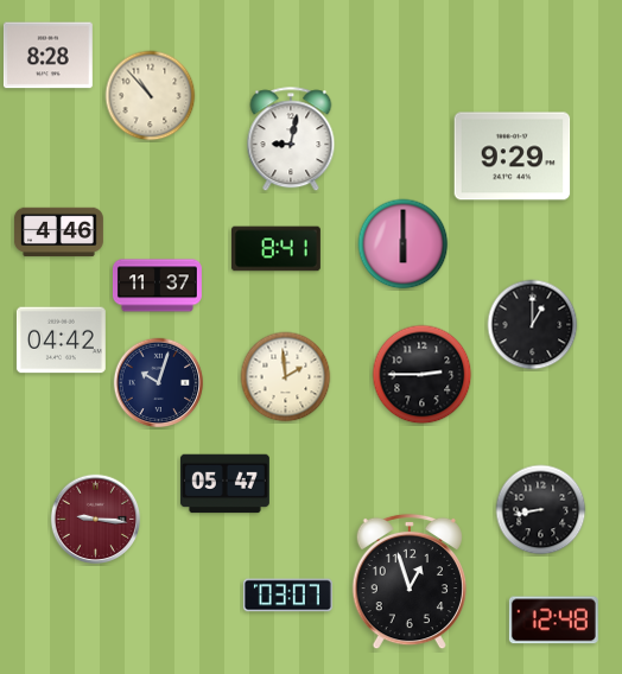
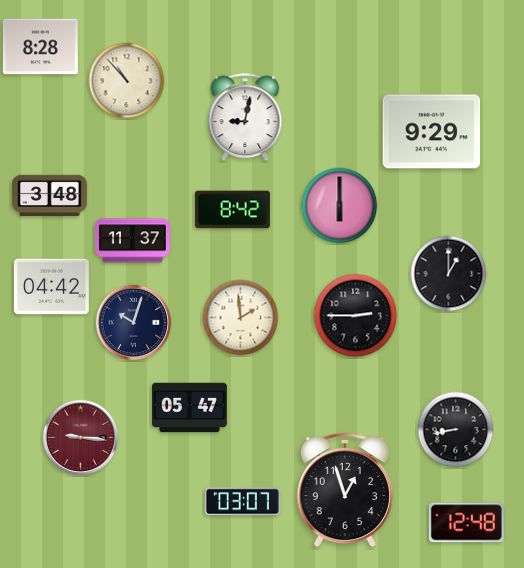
clock at (58, 233): 4:46 -> 3:48
clock at (275, 249): 8:41 -> 8:42
